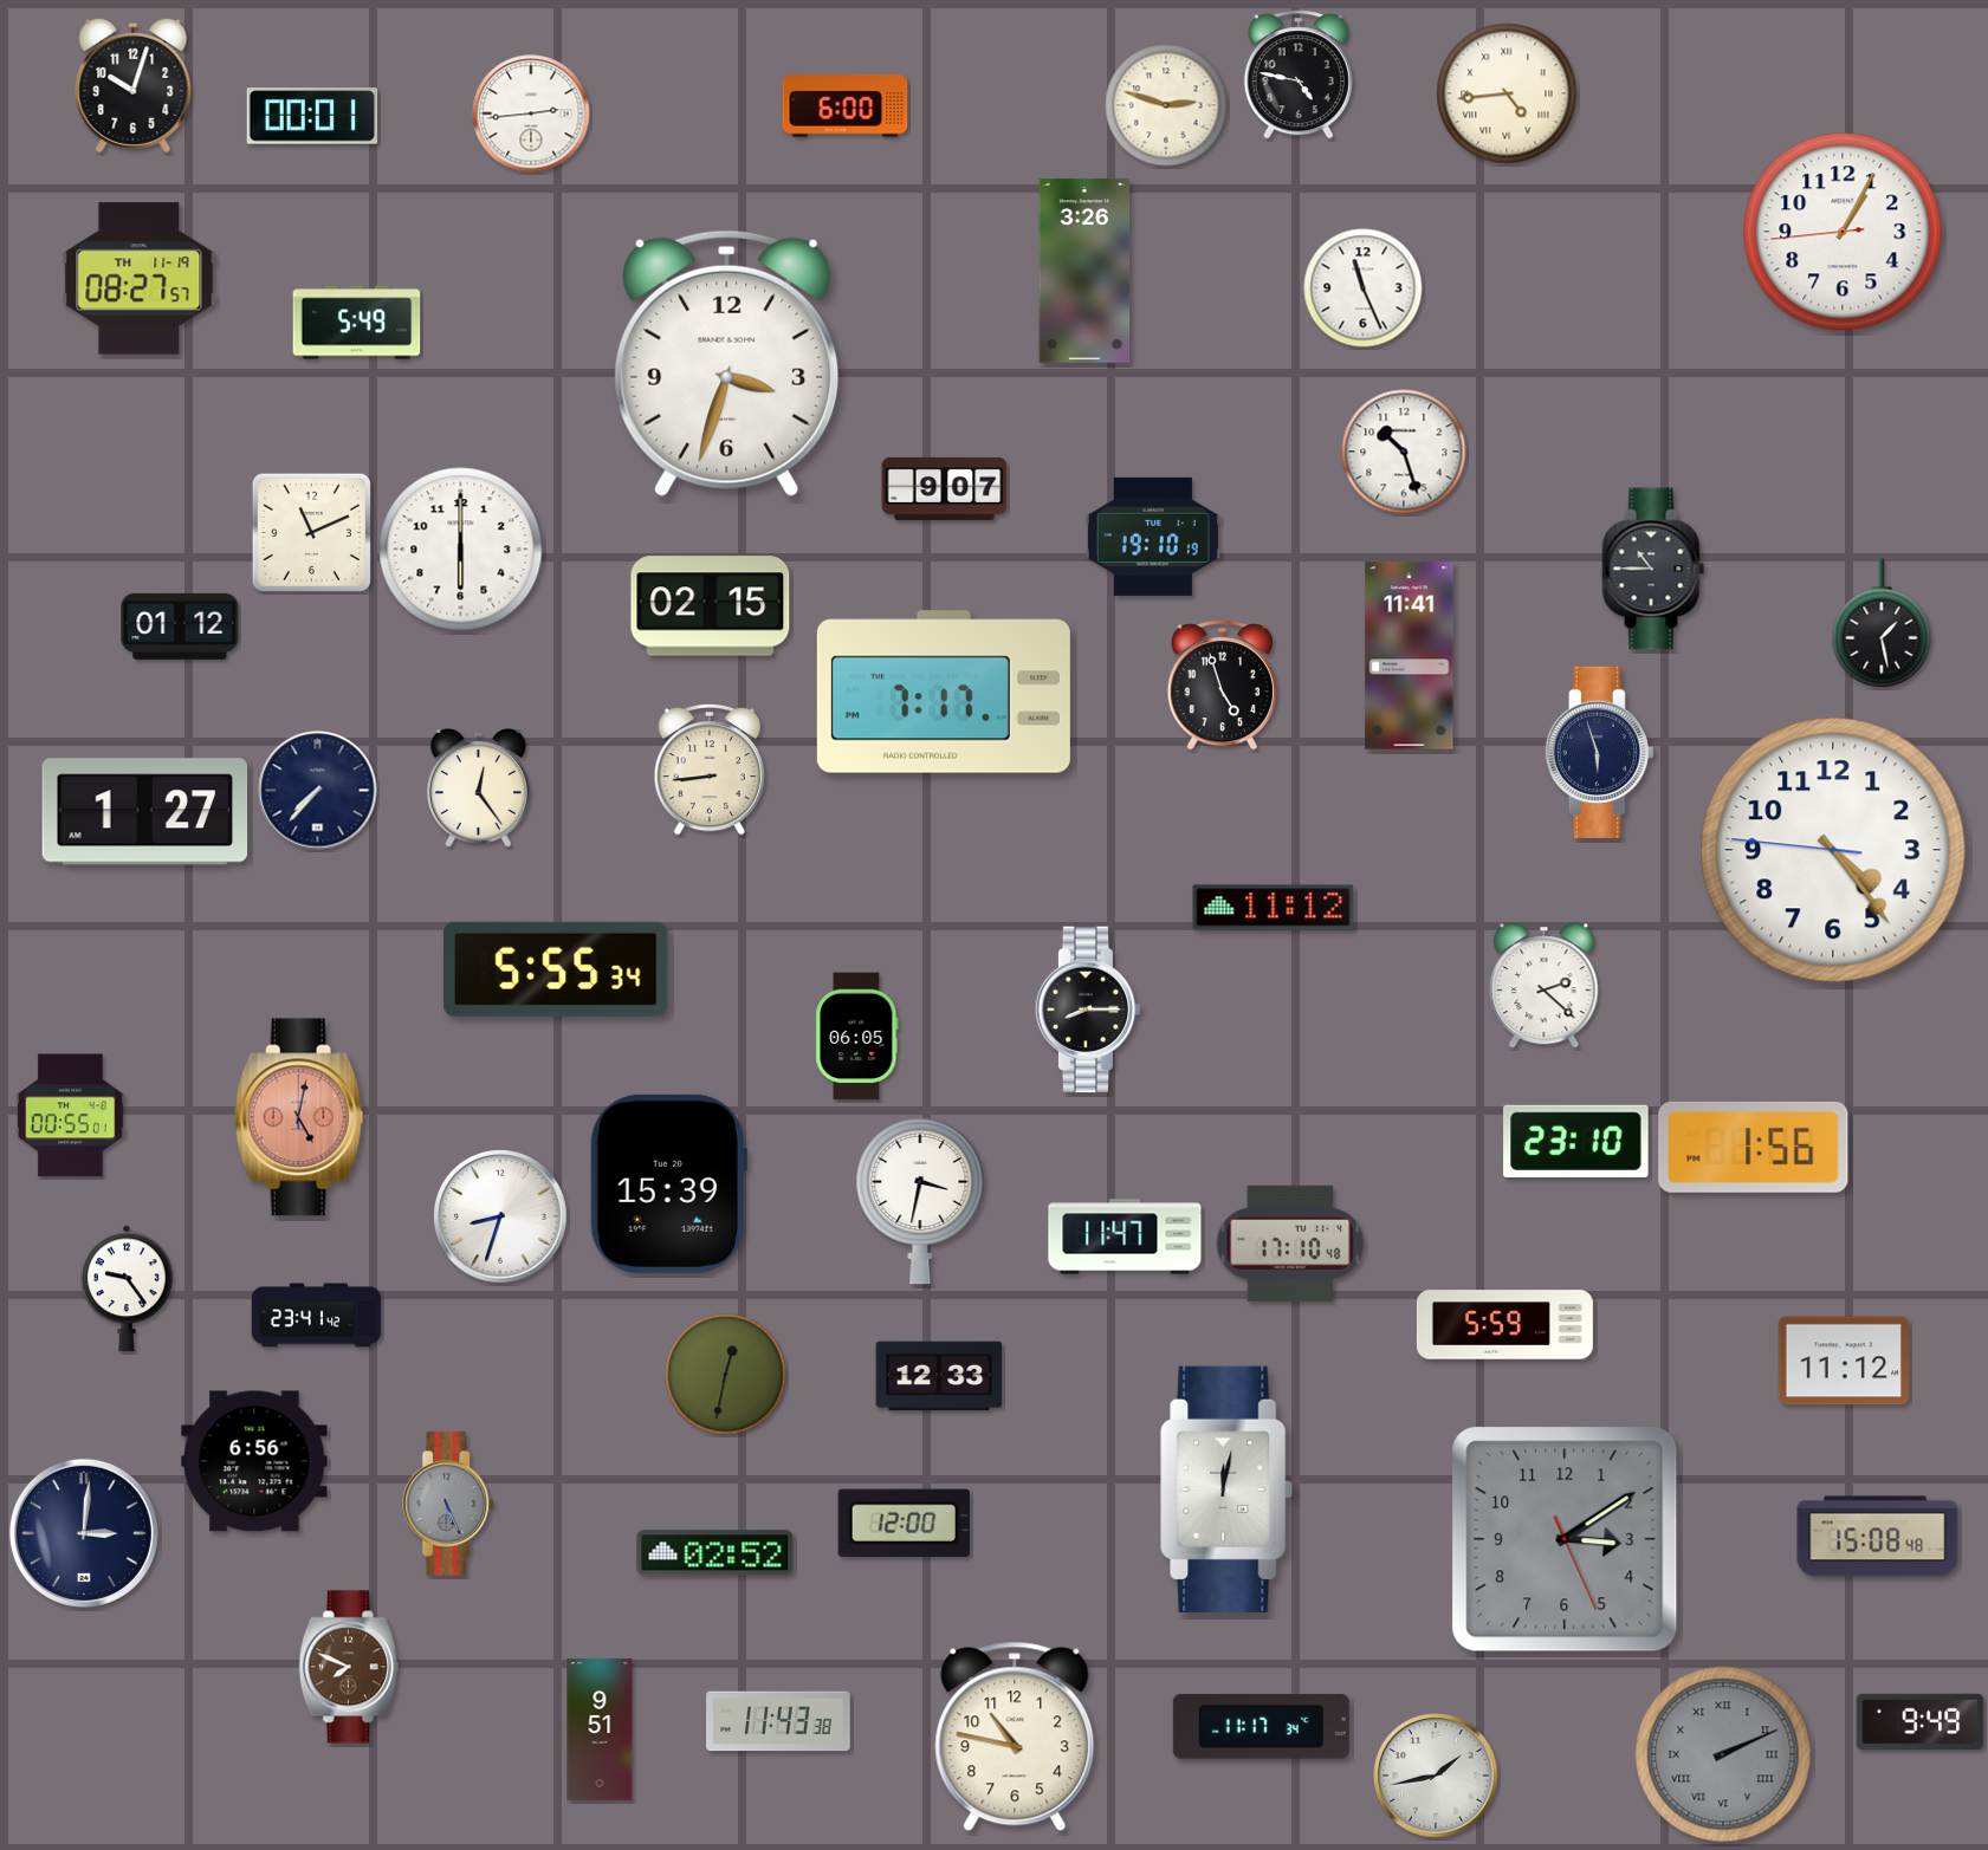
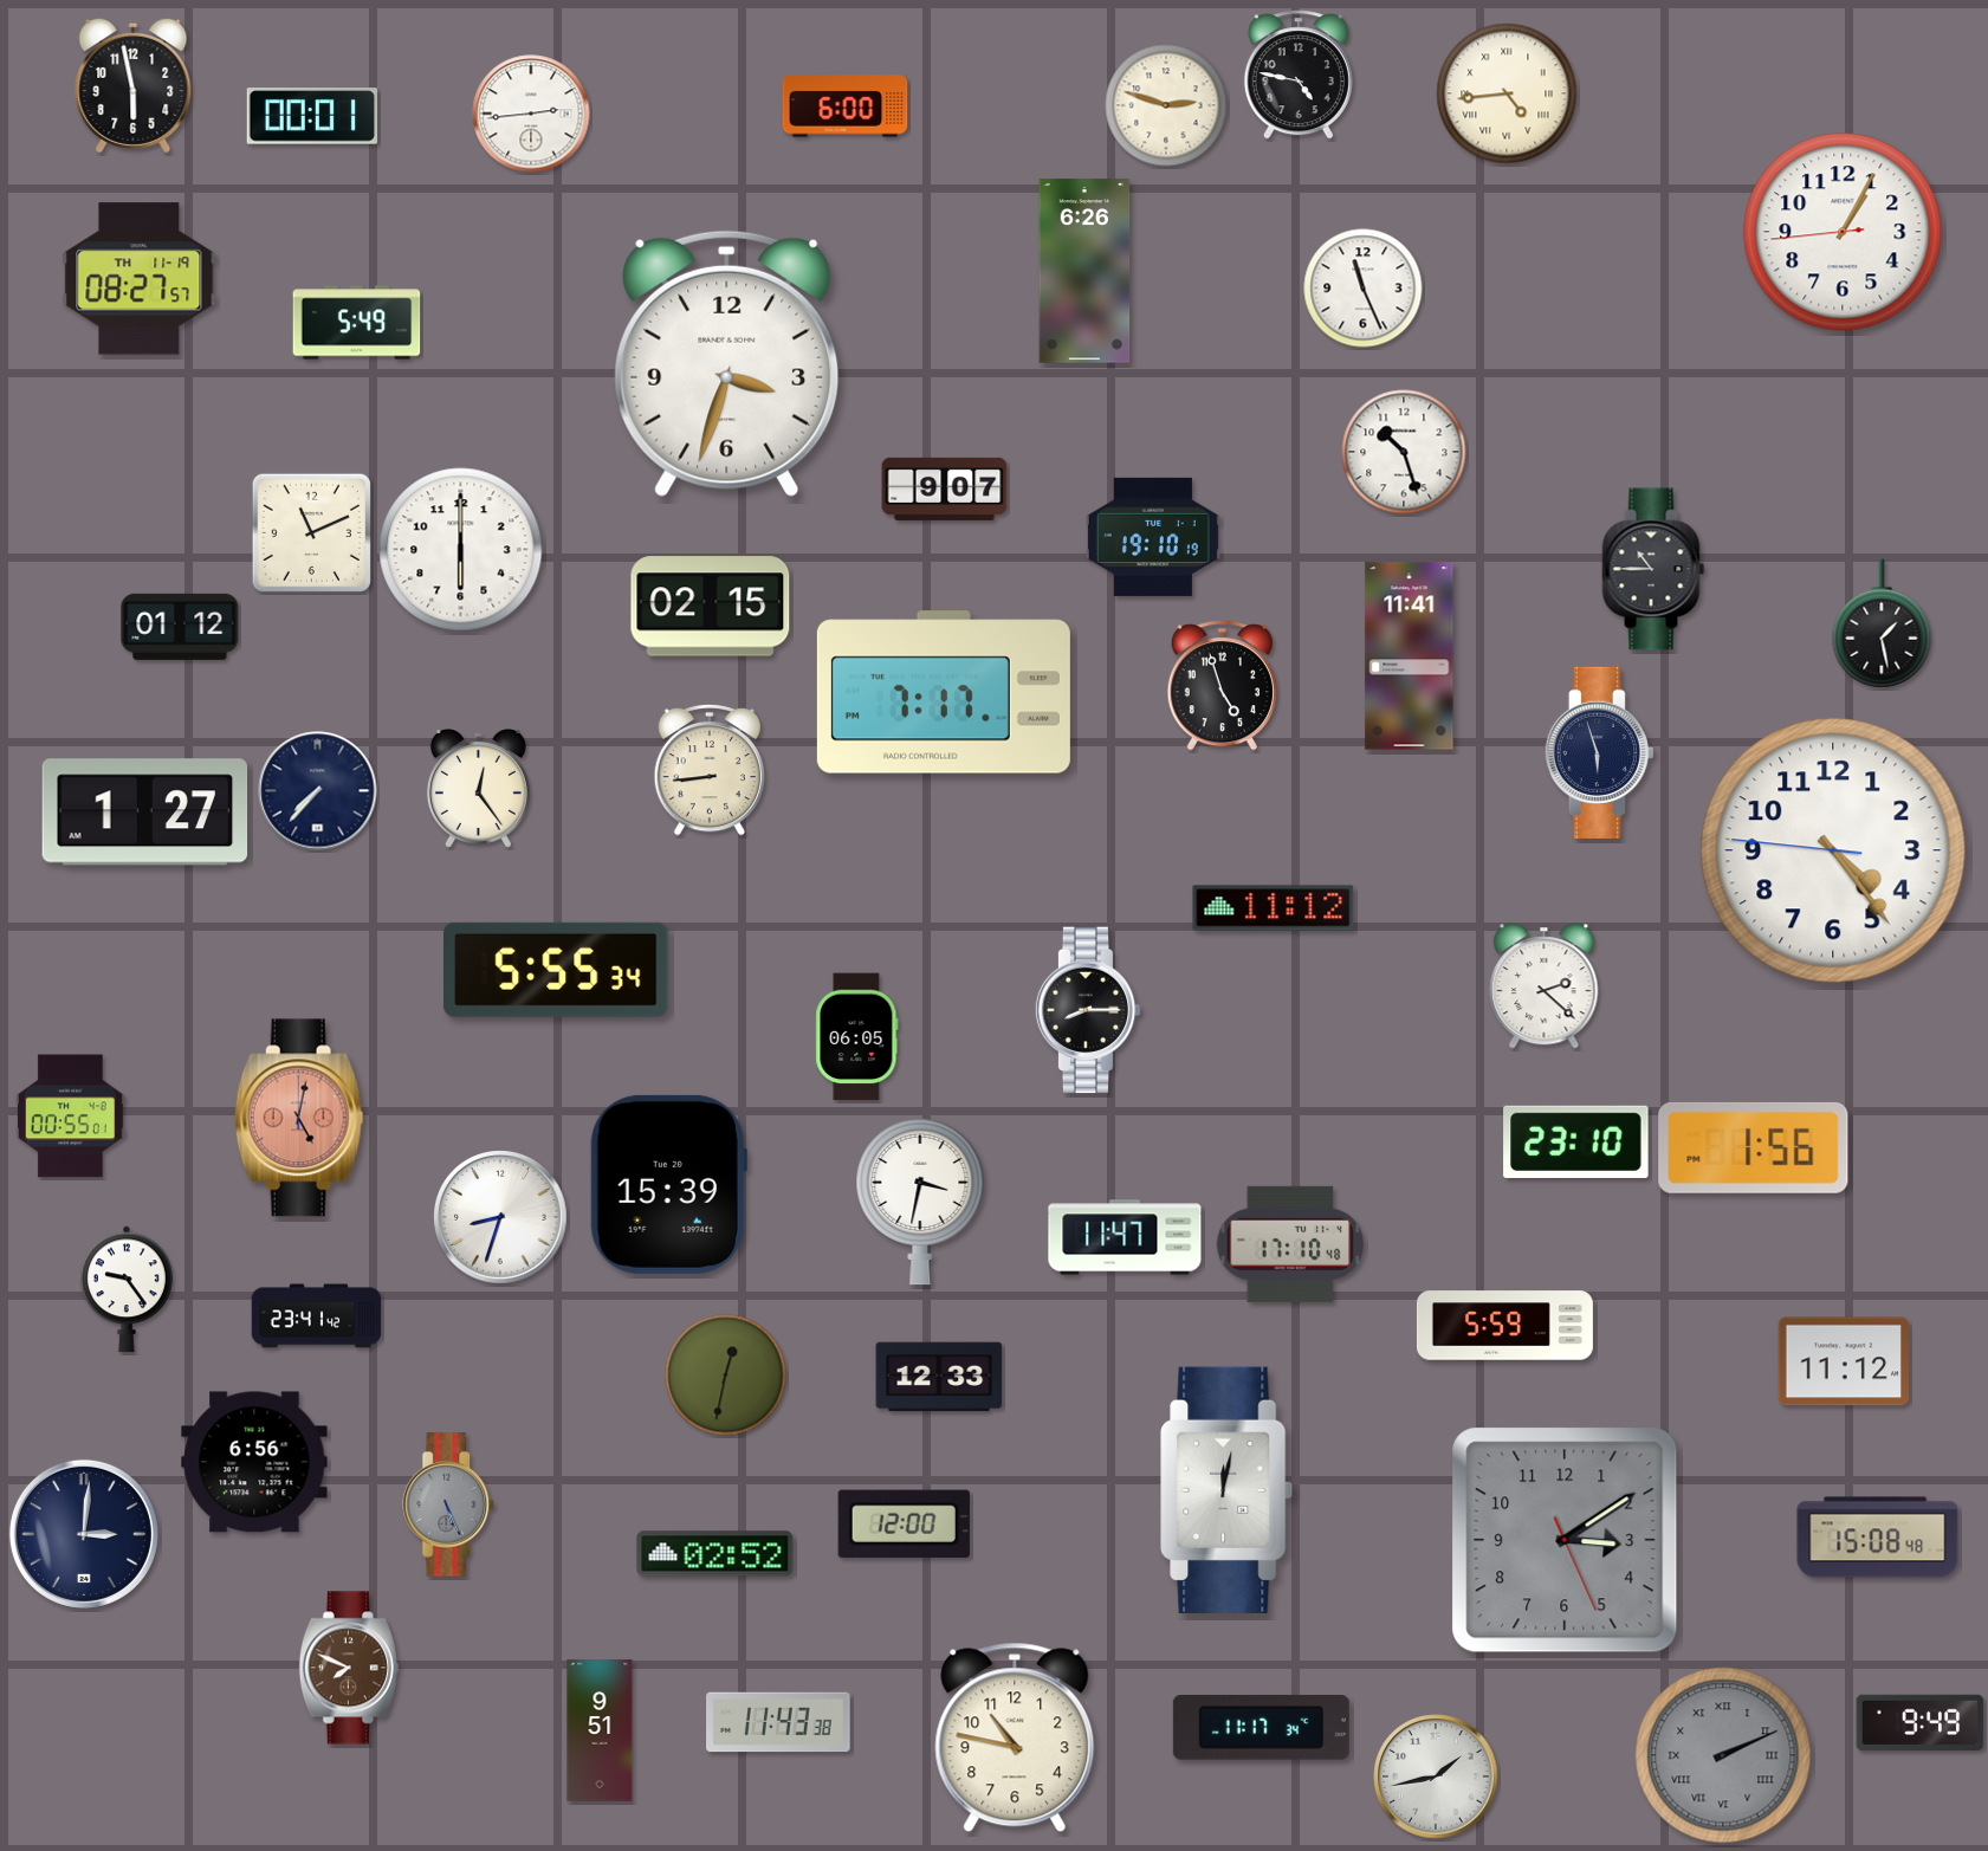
clock at (134, 85): 10:03 -> 5:58
clock at (1084, 271): 3:26 -> 6:26
